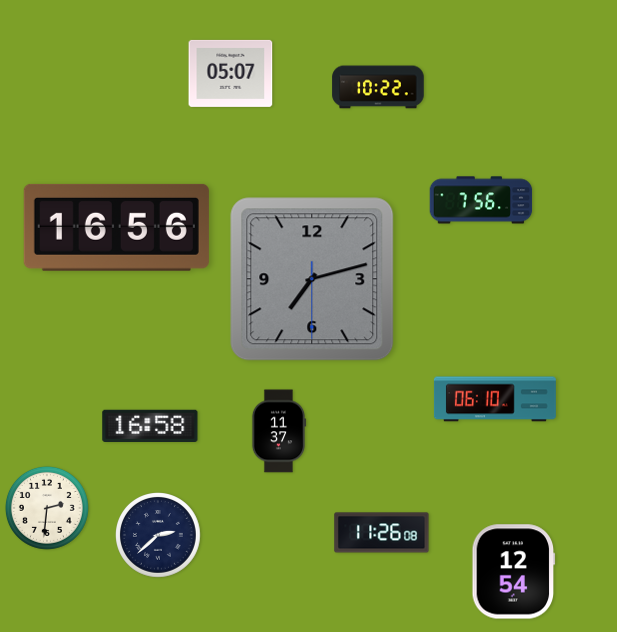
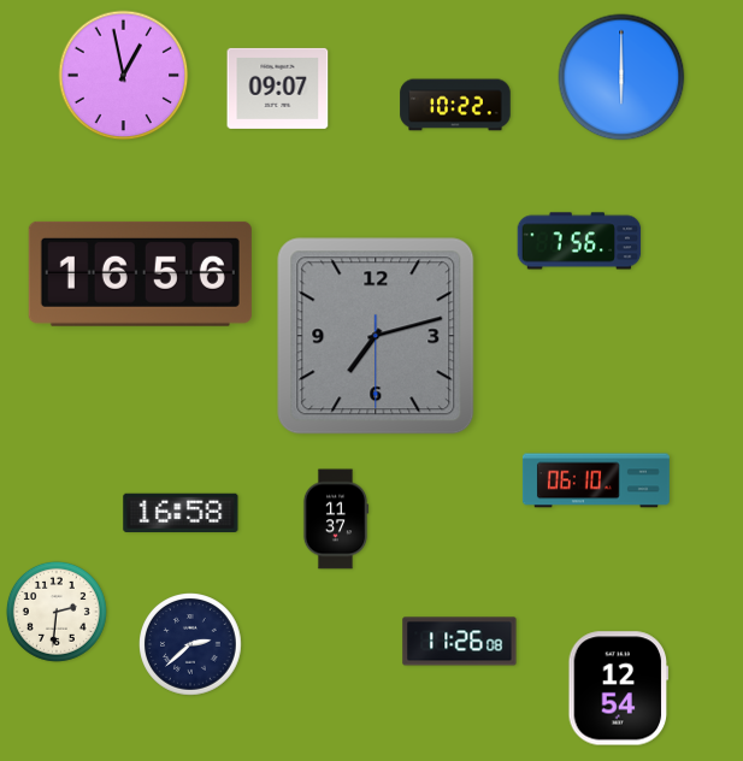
clock at (124, 76): none -> 12:58
clock at (621, 77): none -> 6:00
clock at (231, 73): 05:07 -> 09:07
